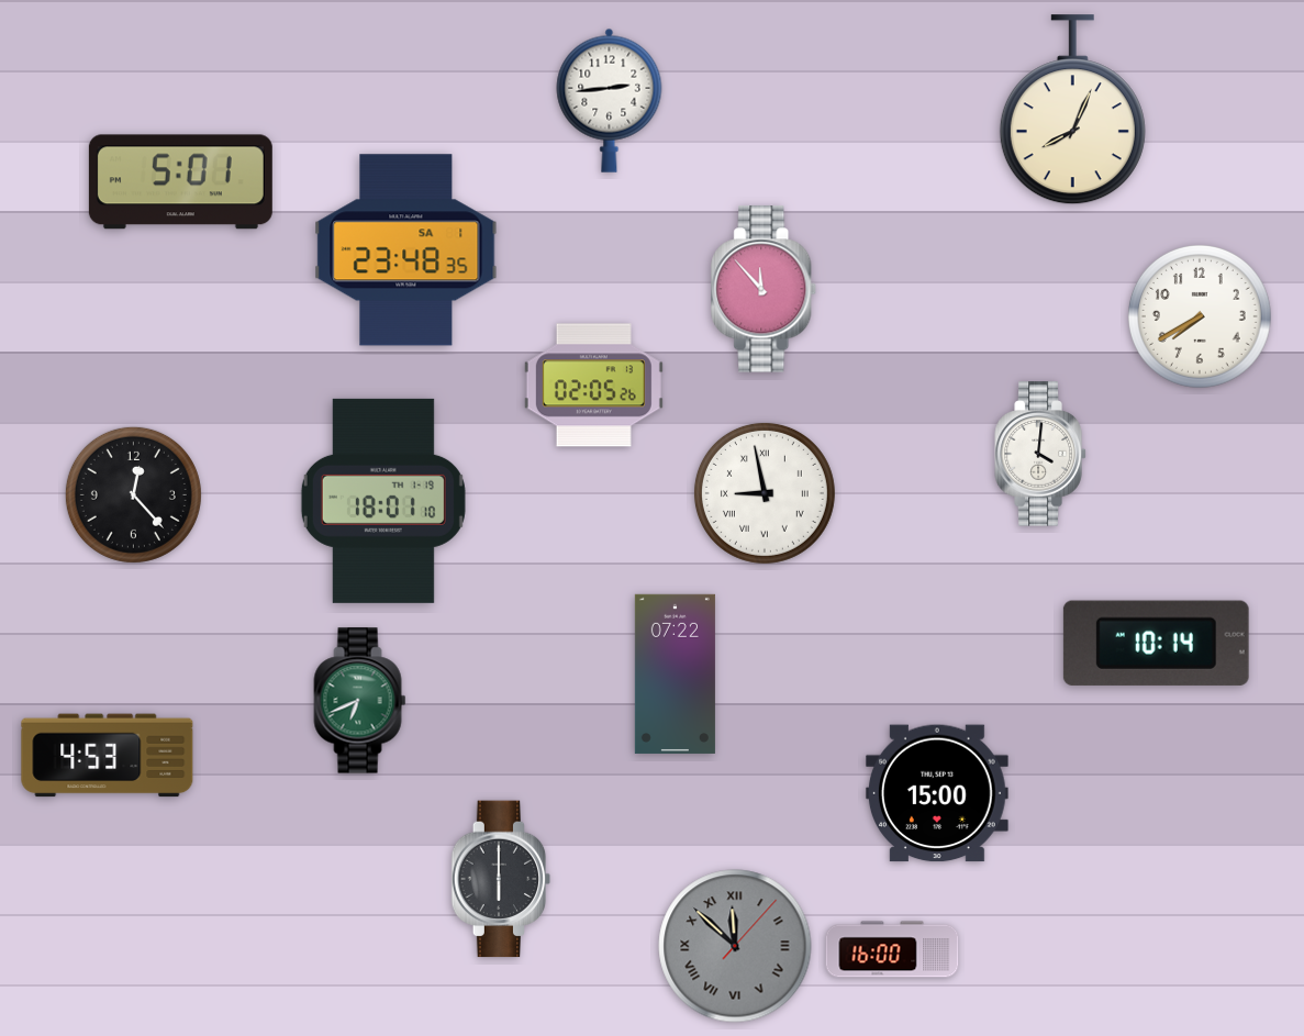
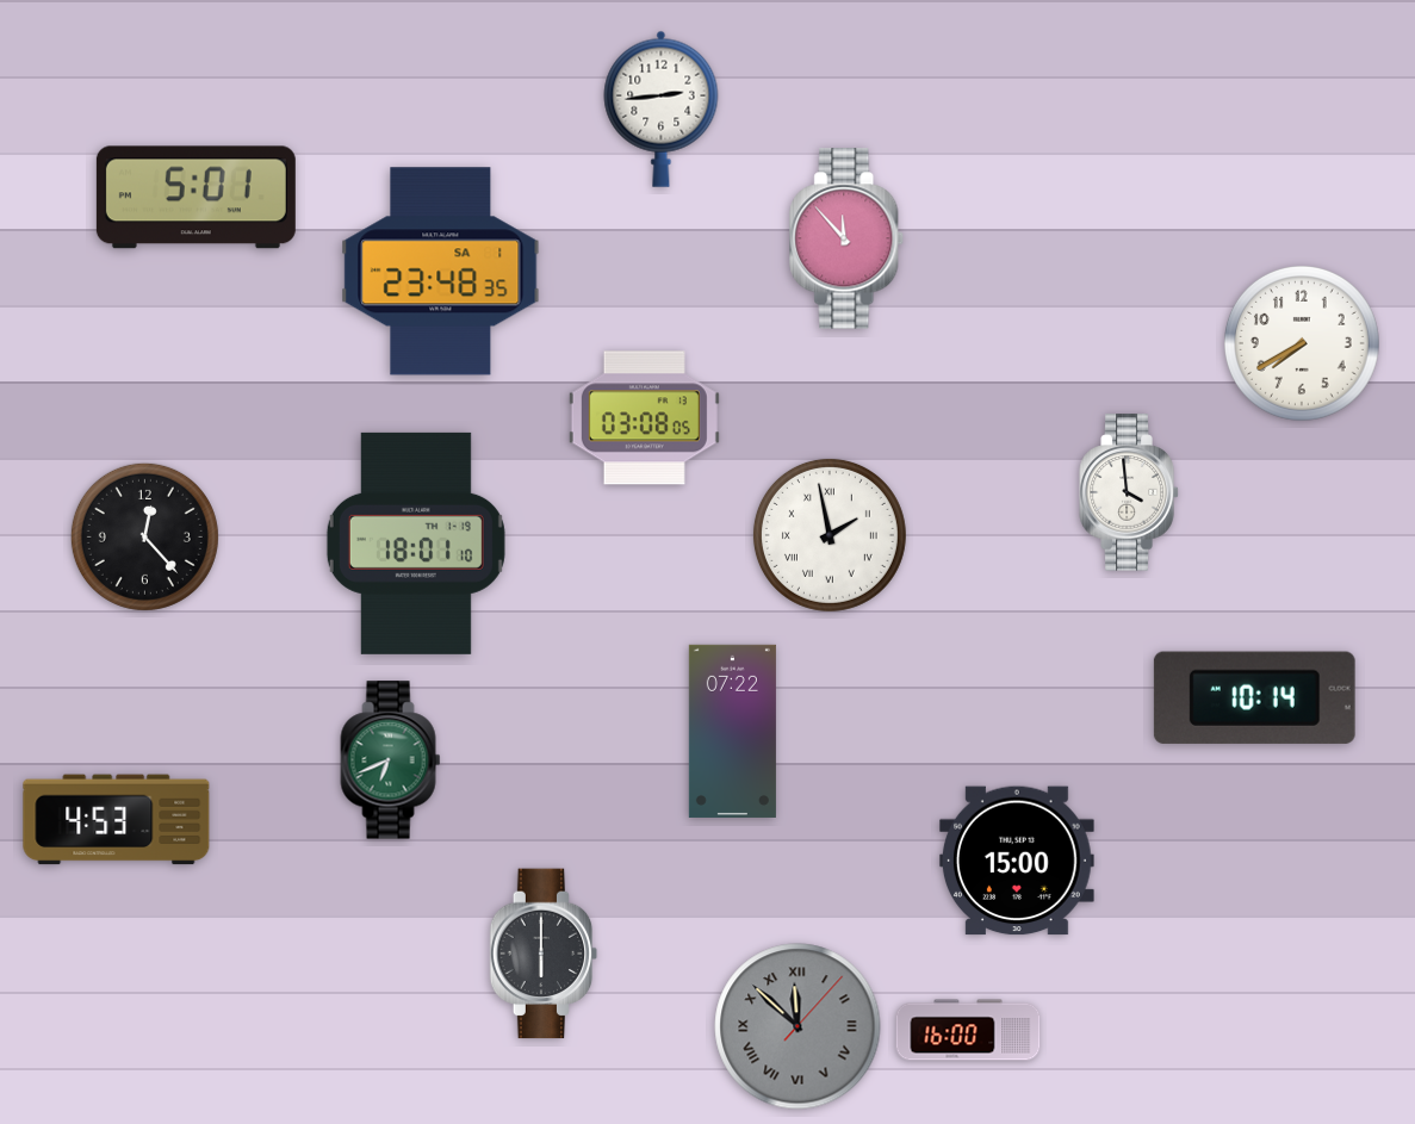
clock at (1072, 110): 8:04 -> none
clock at (765, 289) position: (765, 289) -> (848, 238)
clock at (593, 386): 02:05 -> 03:08
clock at (1040, 454): 4:01 -> 3:59
clock at (765, 493): 8:58 -> 1:58
